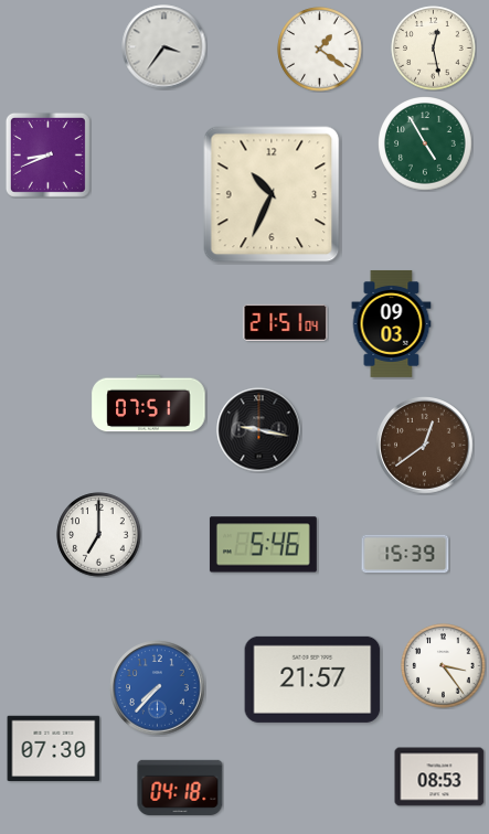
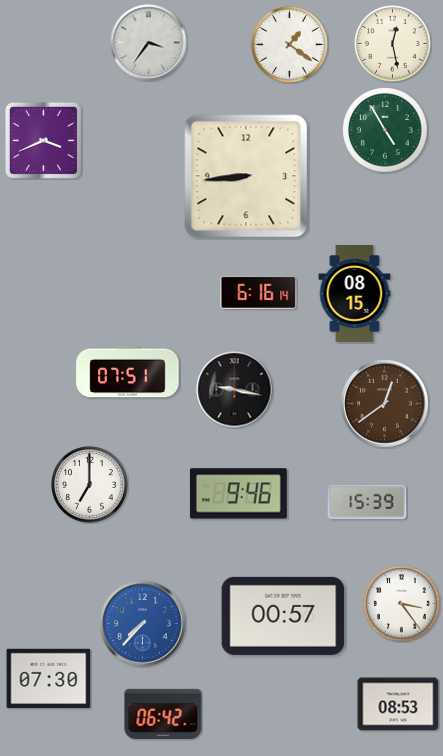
clock at (47, 154): 8:41 -> 3:41
clock at (272, 194): 10:34 -> 8:44
clock at (286, 322): 21:51 -> 6:16
clock at (392, 323): 09:03 -> 08:15
clock at (149, 404) position: (149, 404) -> (128, 372)
clock at (263, 545): 5:46 -> 9:46
clock at (312, 680): 21:57 -> 00:57
clock at (180, 788): 04:18 -> 06:42
